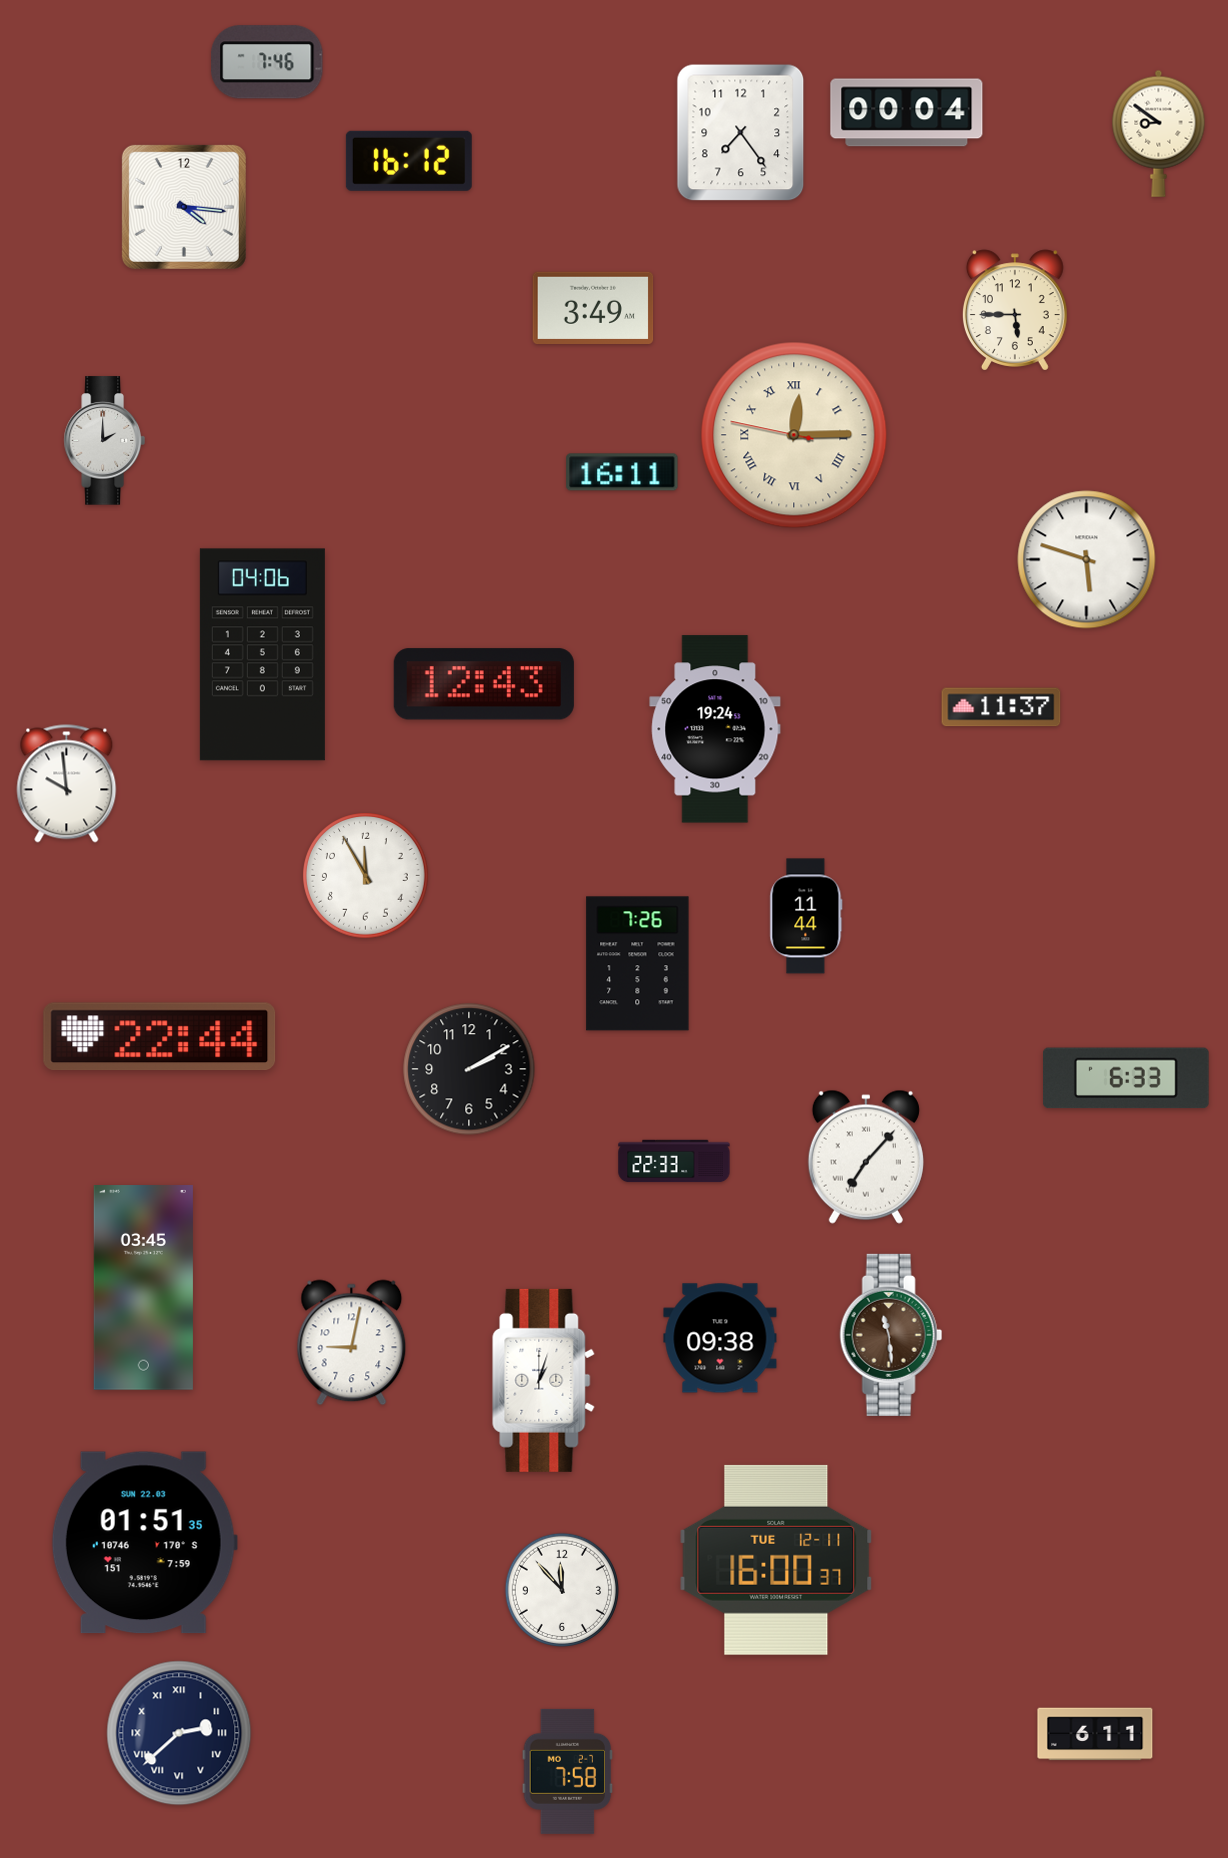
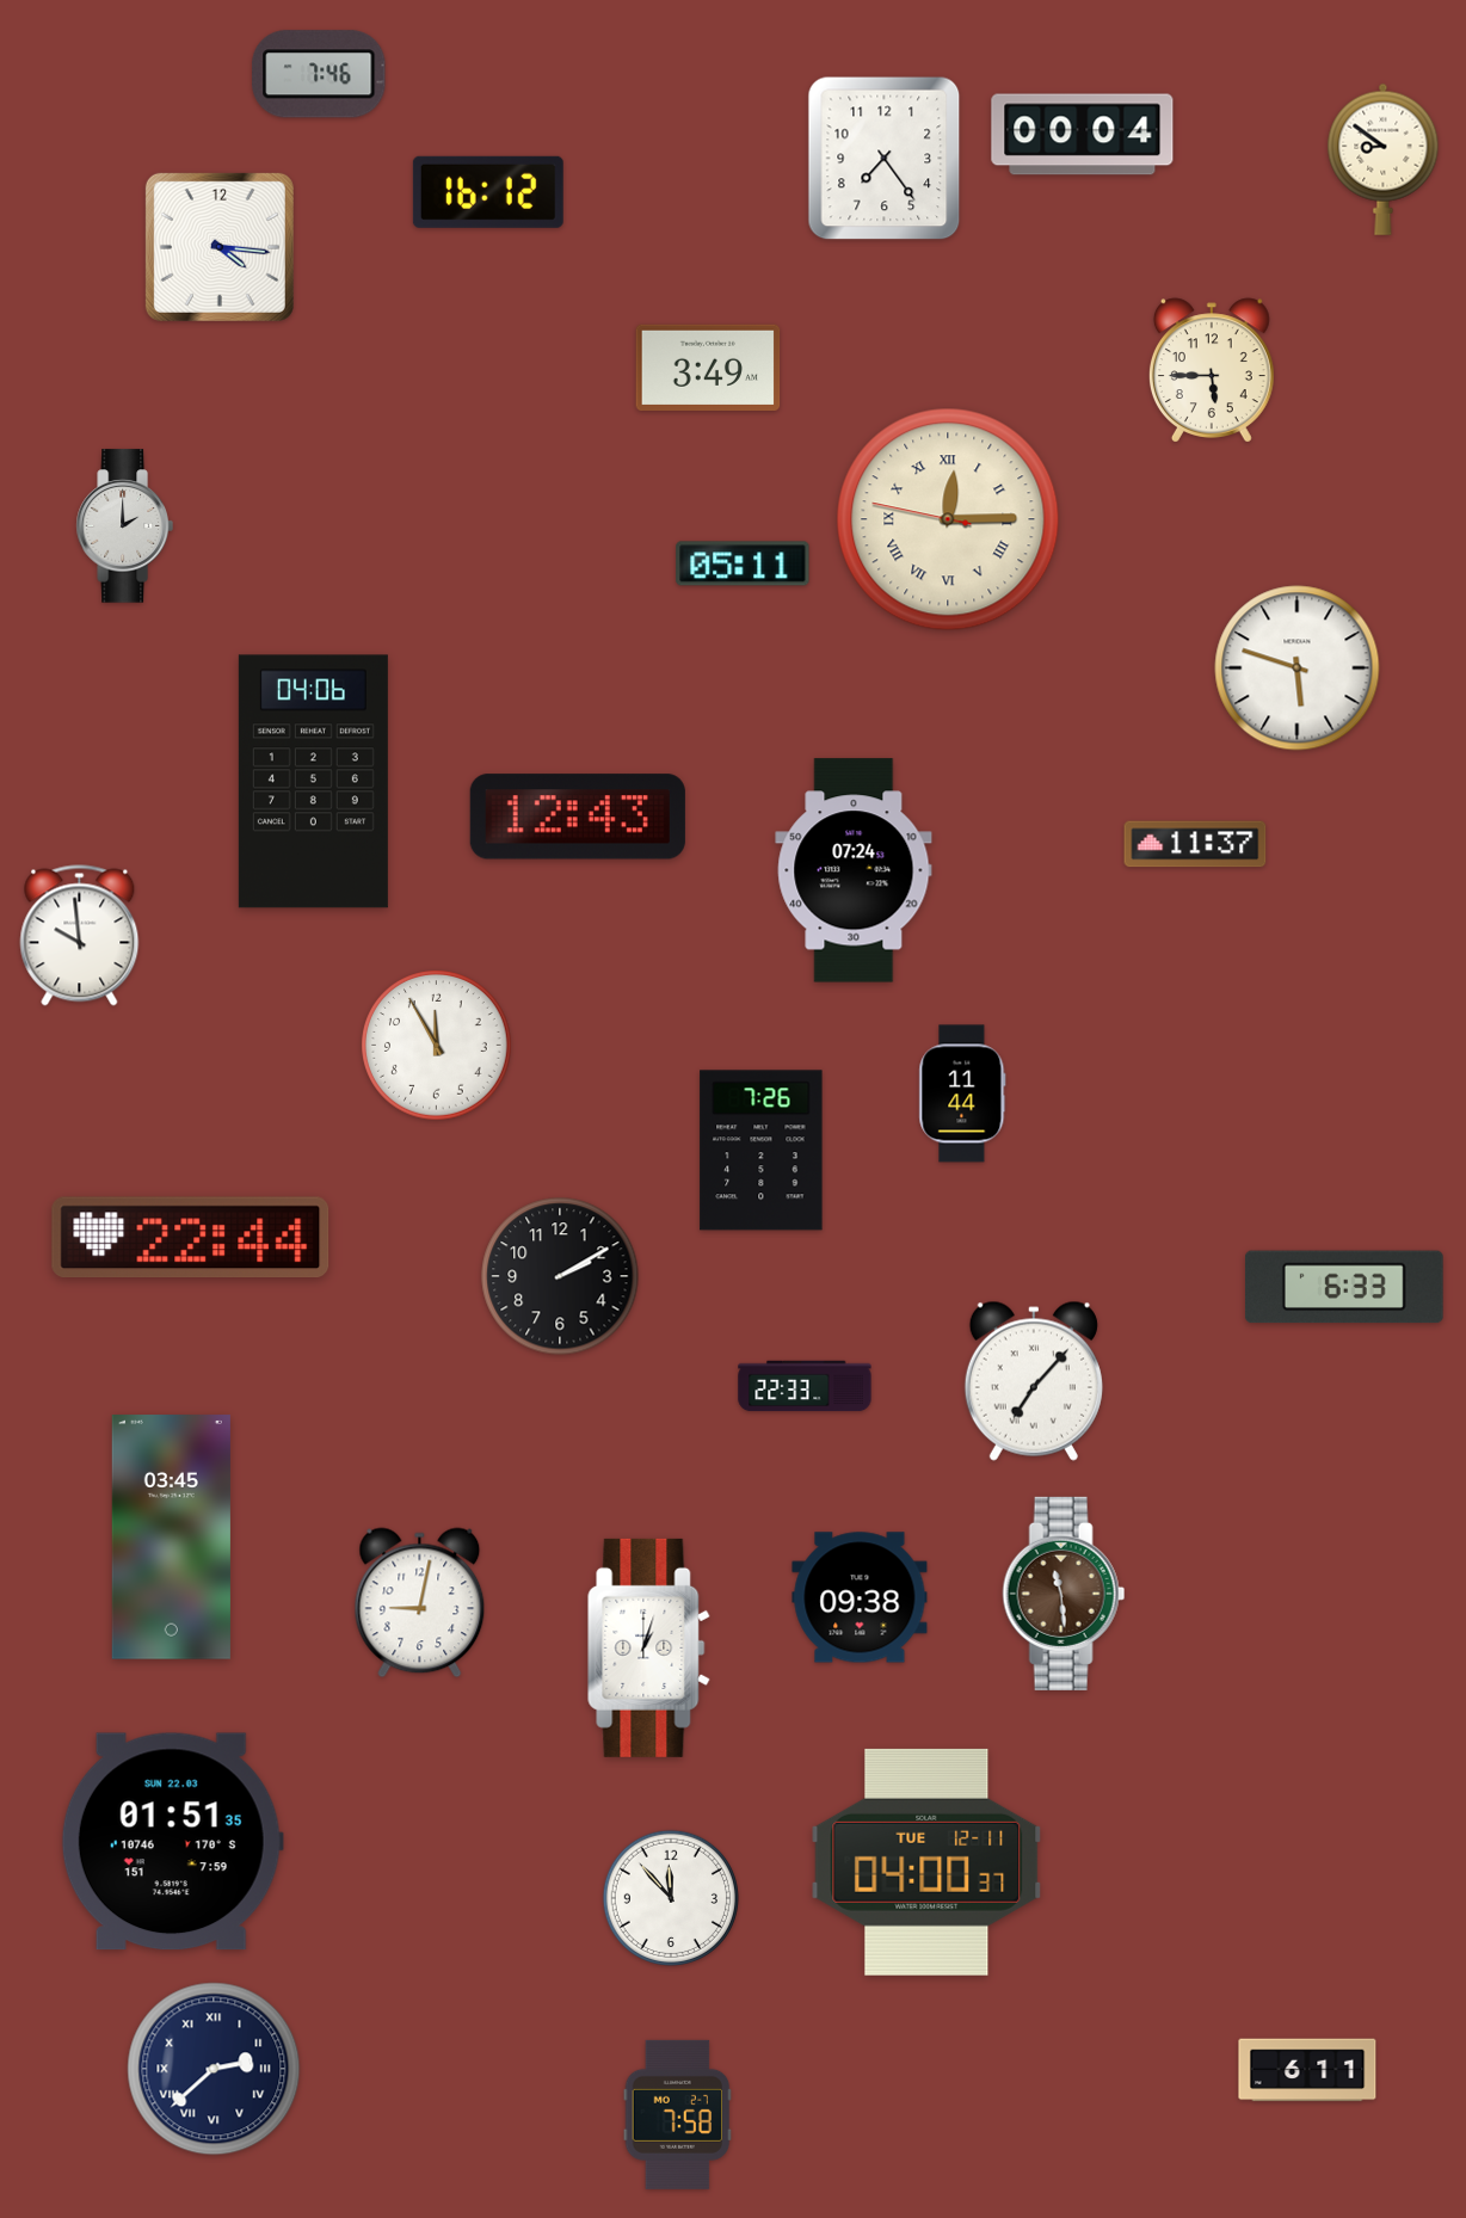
clock at (622, 472): 16:11 -> 05:11
clock at (715, 729): 19:24 -> 07:24
clock at (776, 1560): 16:00 -> 04:00
